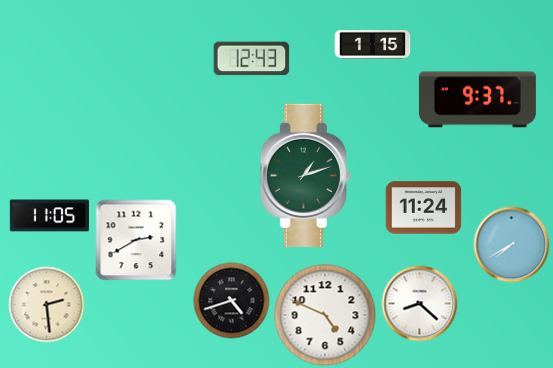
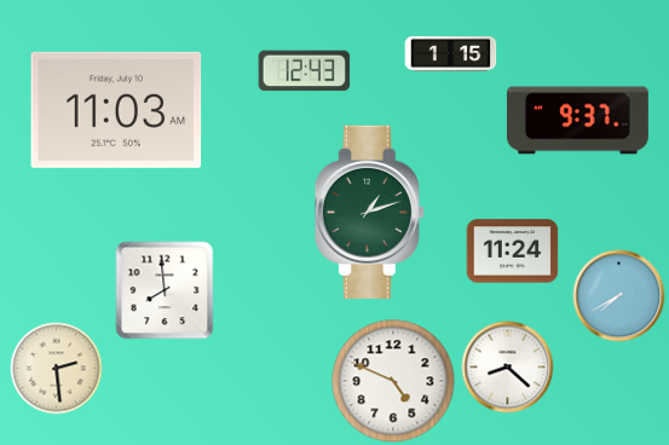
clock at (116, 110): none -> 11:03
clock at (50, 216): 11:05 -> none
clock at (136, 240): 2:40 -> 7:59
clock at (232, 301): 4:42 -> none
